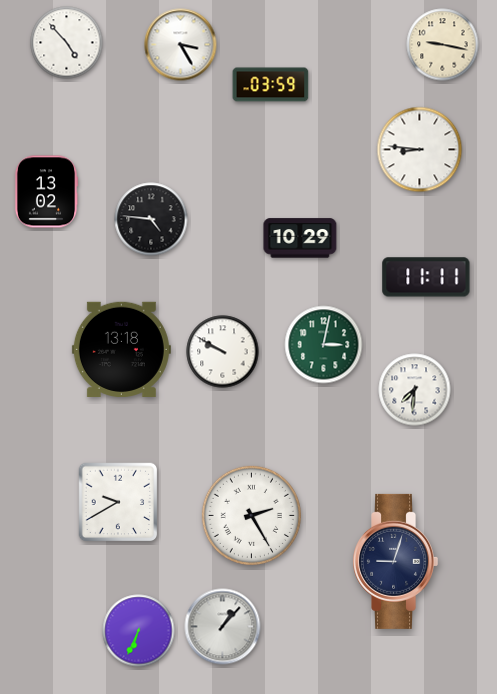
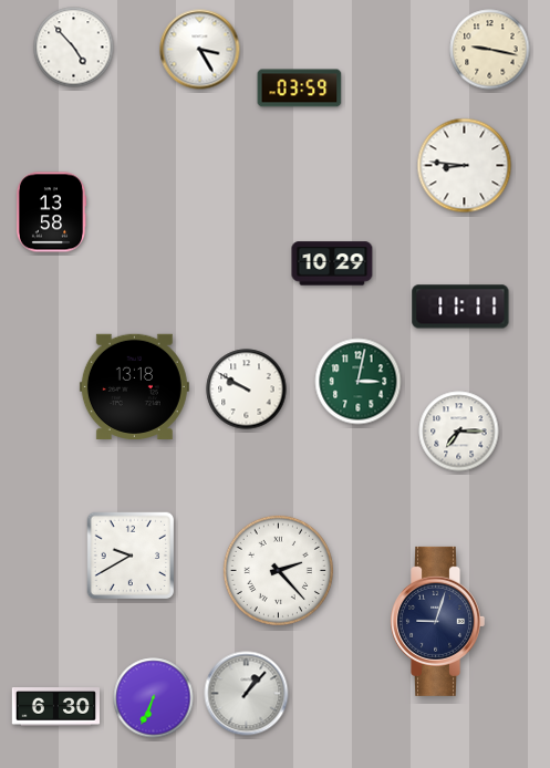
clock at (271, 85) position: (271, 85) -> (300, 89)
clock at (46, 192): 13:02 -> 13:58
clock at (151, 219): 4:46 -> none
clock at (426, 277) position: (426, 277) -> (460, 307)
clock at (415, 390): 7:31 -> 7:15
clock at (251, 515): 2:25 -> 2:23
clock at (56, 707): none -> 6:30
